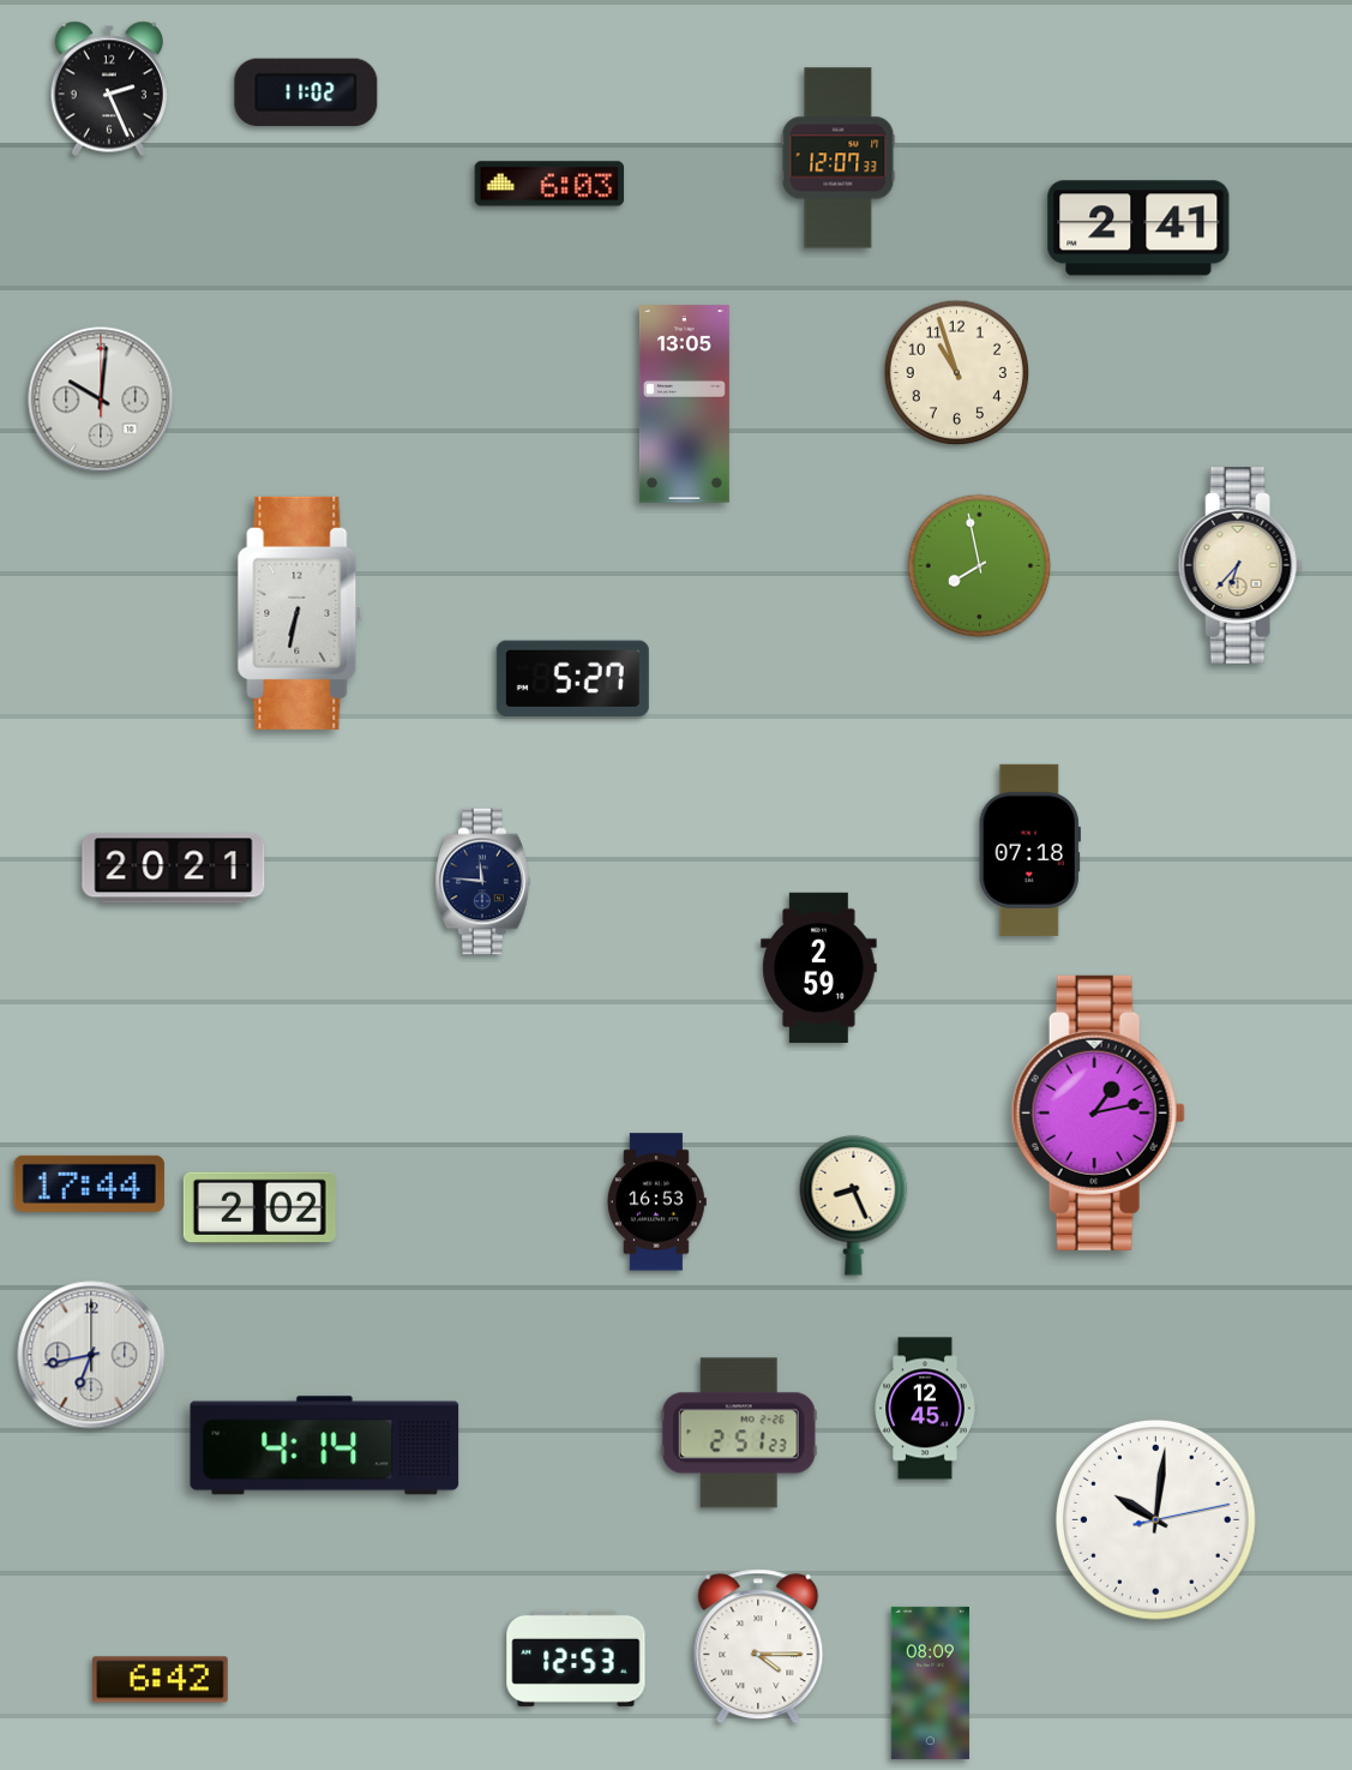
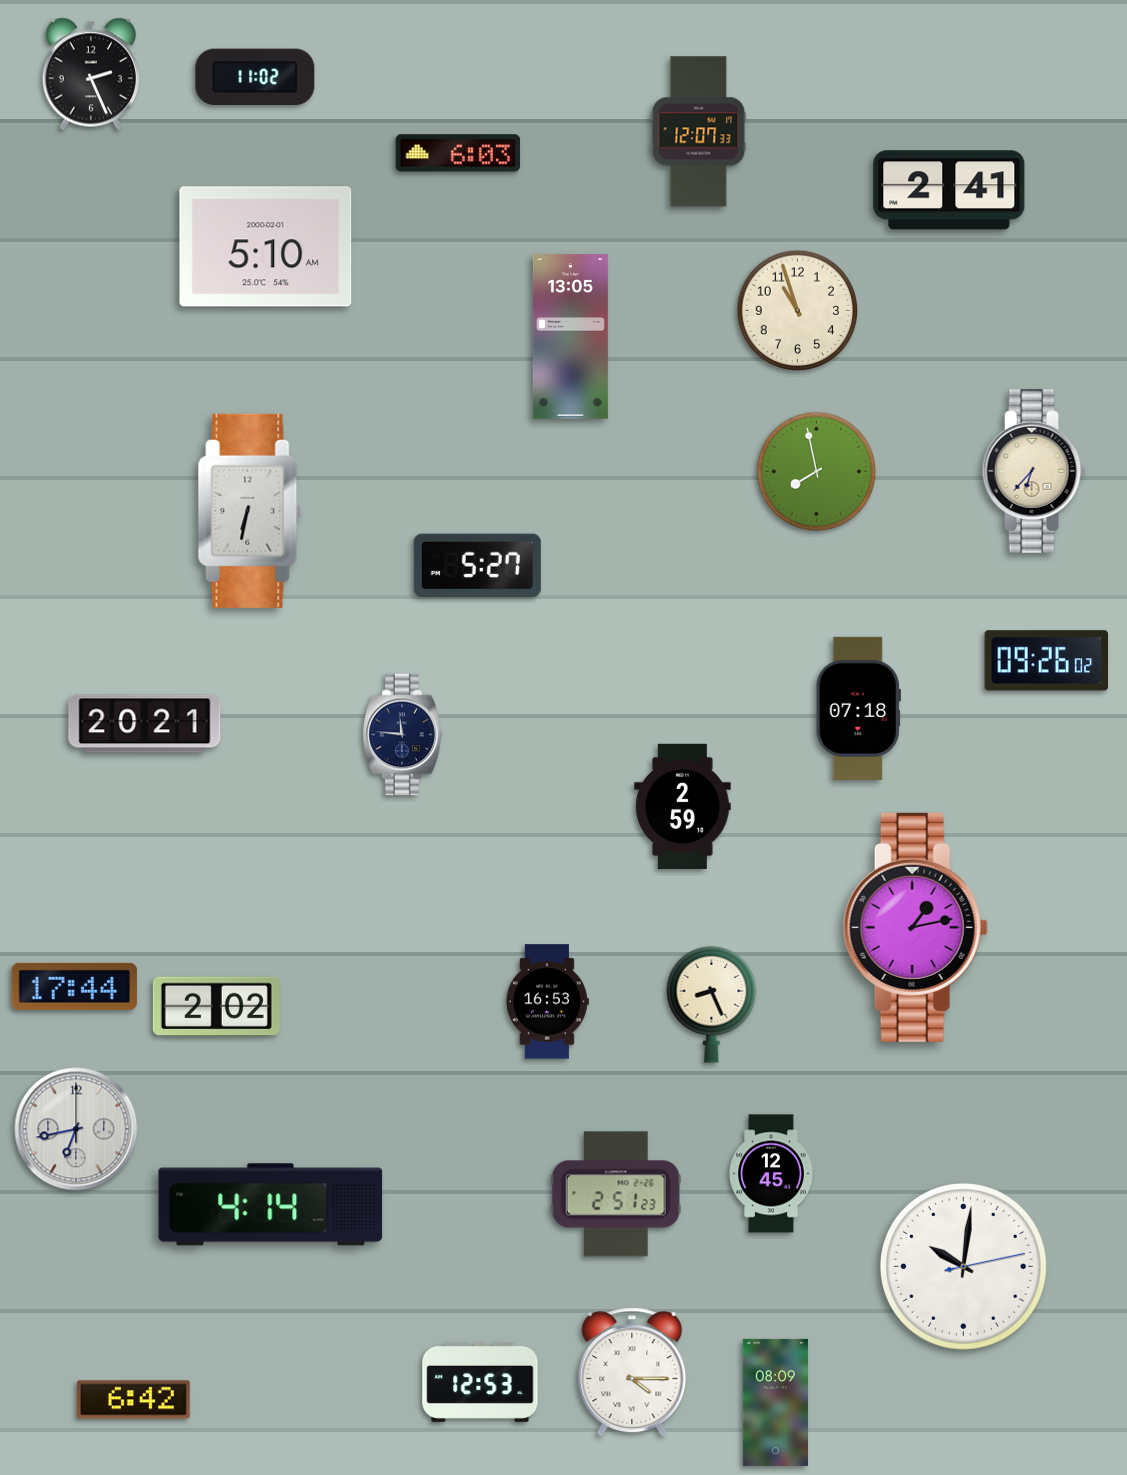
clock at (266, 247): none -> 5:10
clock at (101, 400): 10:01 -> none
clock at (1047, 661): none -> 09:26
